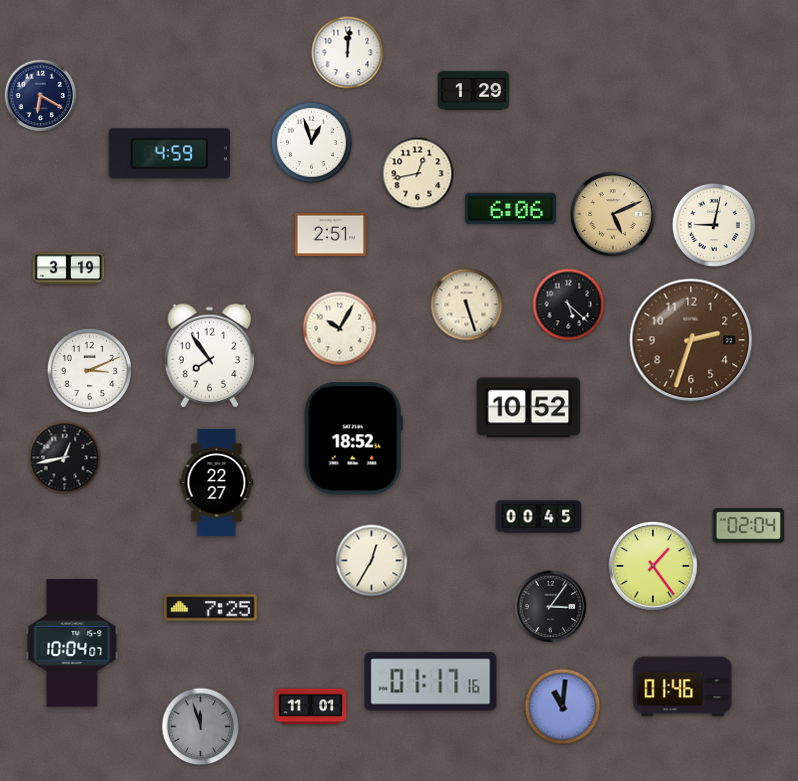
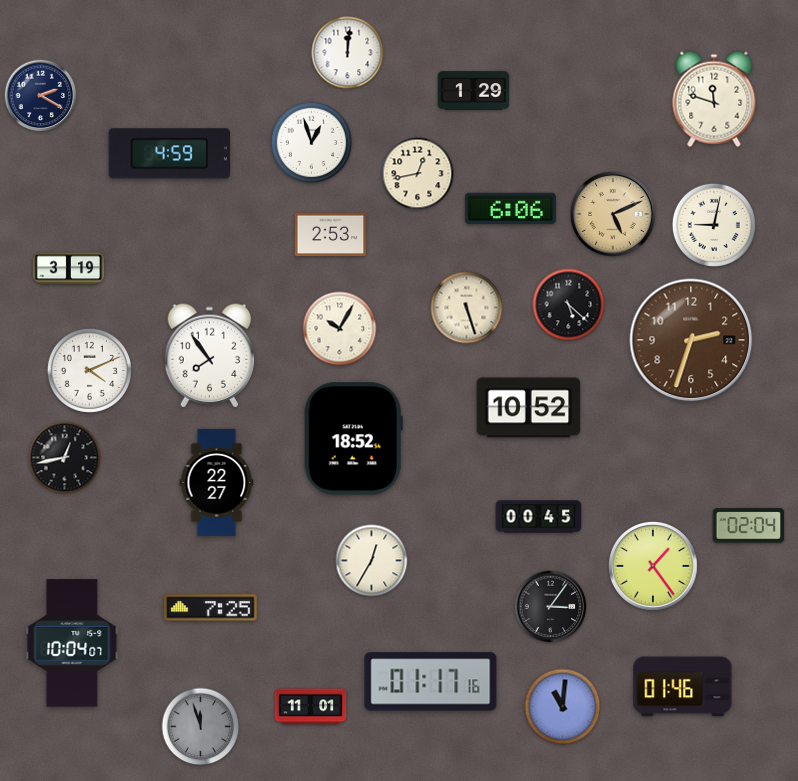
clock at (41, 96): 6:20 -> 2:20
clock at (714, 99): none -> 11:48
clock at (331, 235): 2:51 -> 2:53
clock at (467, 305) position: (467, 305) -> (467, 308)
clock at (89, 370): 3:11 -> 4:11
